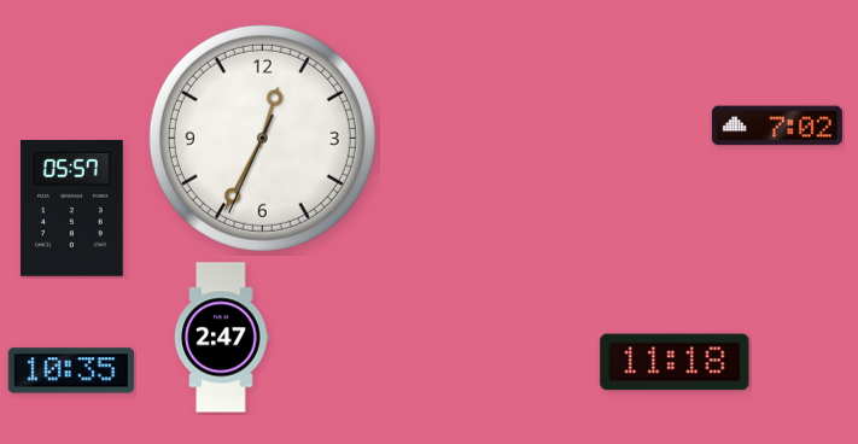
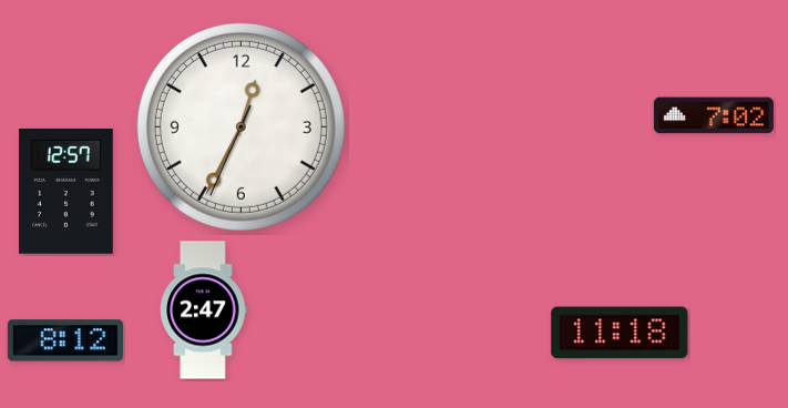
clock at (72, 209): 05:57 -> 12:57
clock at (71, 370): 10:35 -> 8:12
